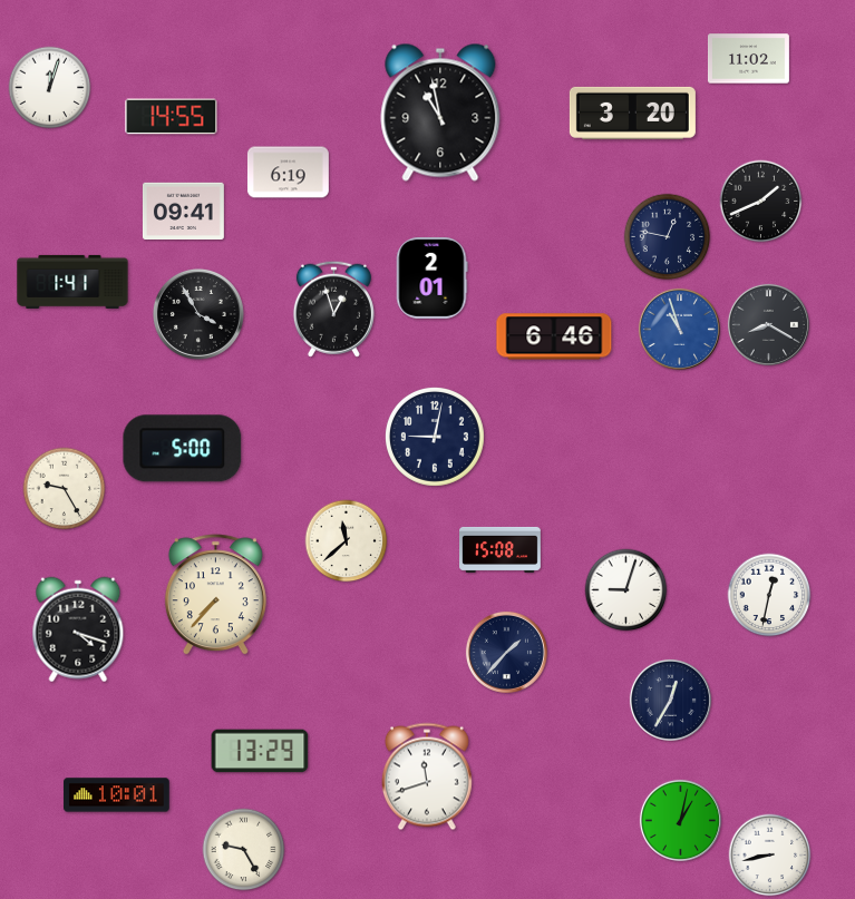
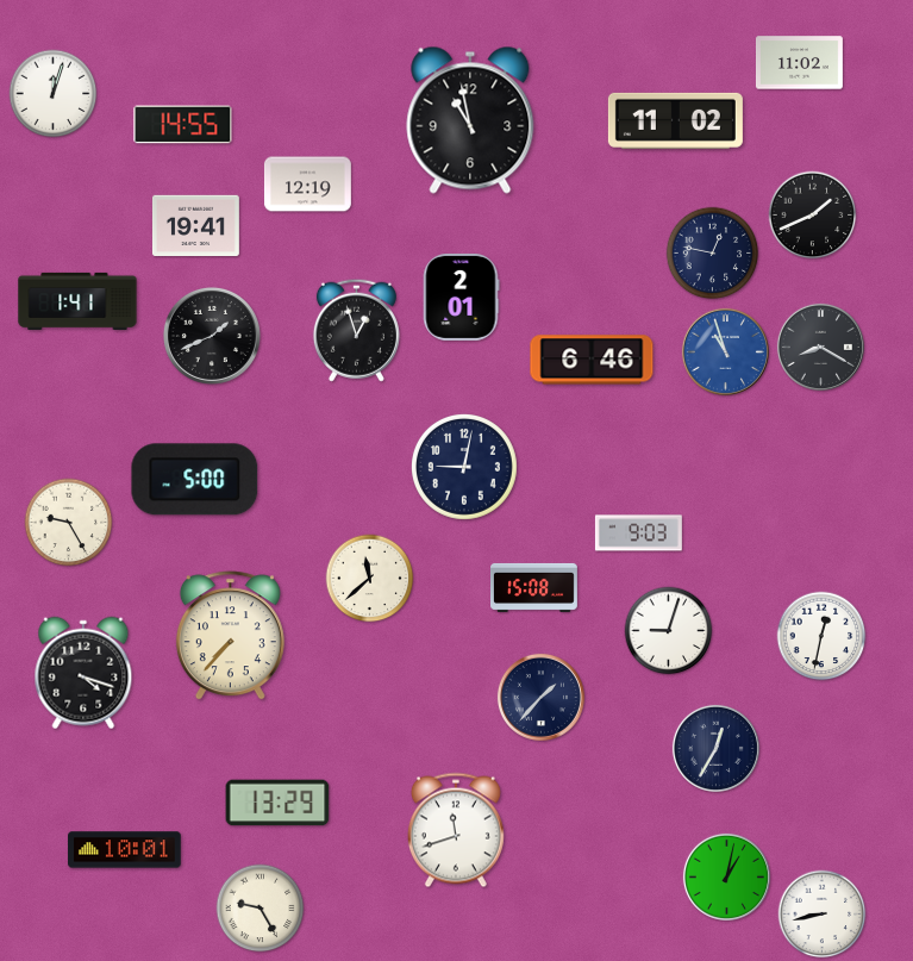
clock at (632, 113): 3:20 -> 11:02
clock at (288, 173): 6:19 -> 12:19
clock at (183, 211): 09:41 -> 19:41
clock at (198, 314): 3:55 -> 1:41
clock at (638, 533): none -> 9:03
